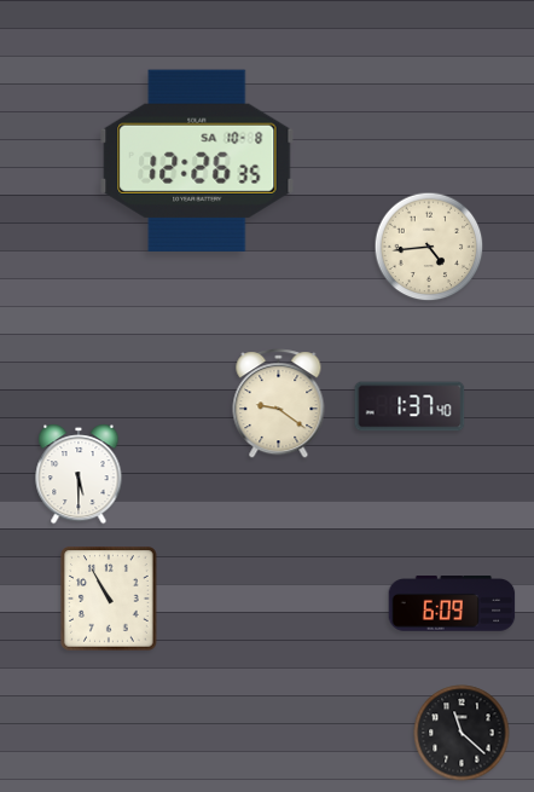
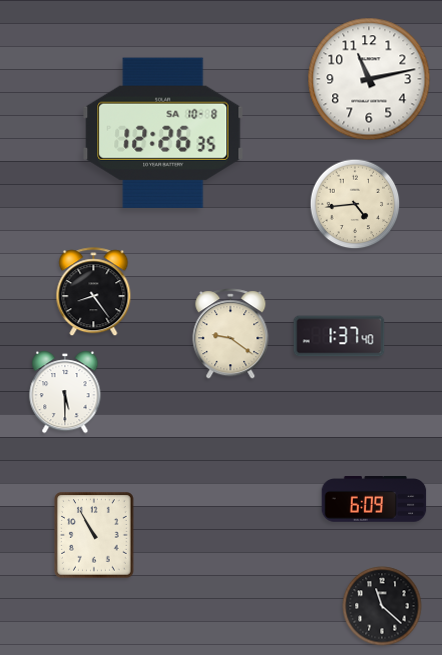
clock at (369, 79): none -> 11:13
clock at (94, 292): none -> 8:24
clock at (109, 599) position: (109, 599) -> (94, 535)
